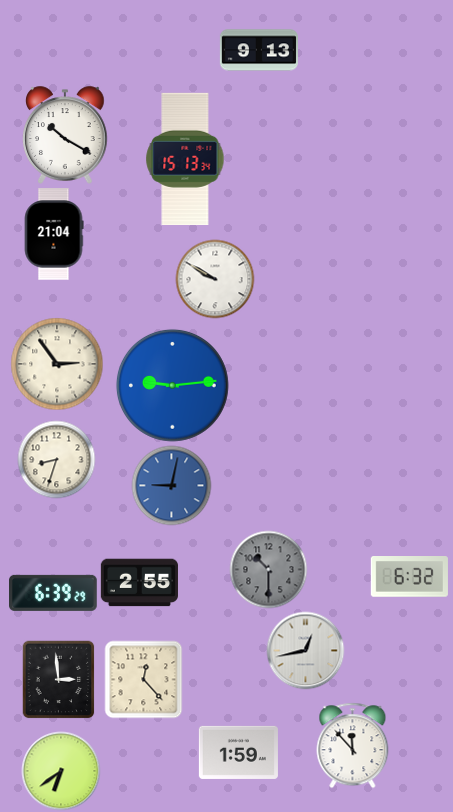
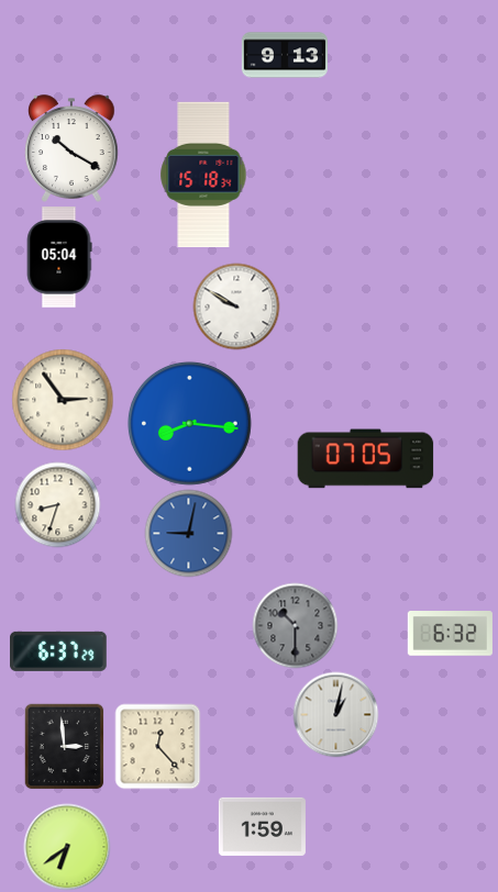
clock at (185, 159): 15:13 -> 15:18
clock at (54, 234): 21:04 -> 05:04
clock at (172, 385): 9:14 -> 8:16
clock at (366, 459): none -> 07:05
clock at (56, 459) position: (56, 459) -> (57, 504)
clock at (139, 583): 2:55 -> none
clock at (54, 593): 6:39 -> 6:37
clock at (305, 650): 12:43 -> 1:02
clock at (353, 745): 11:53 -> none
